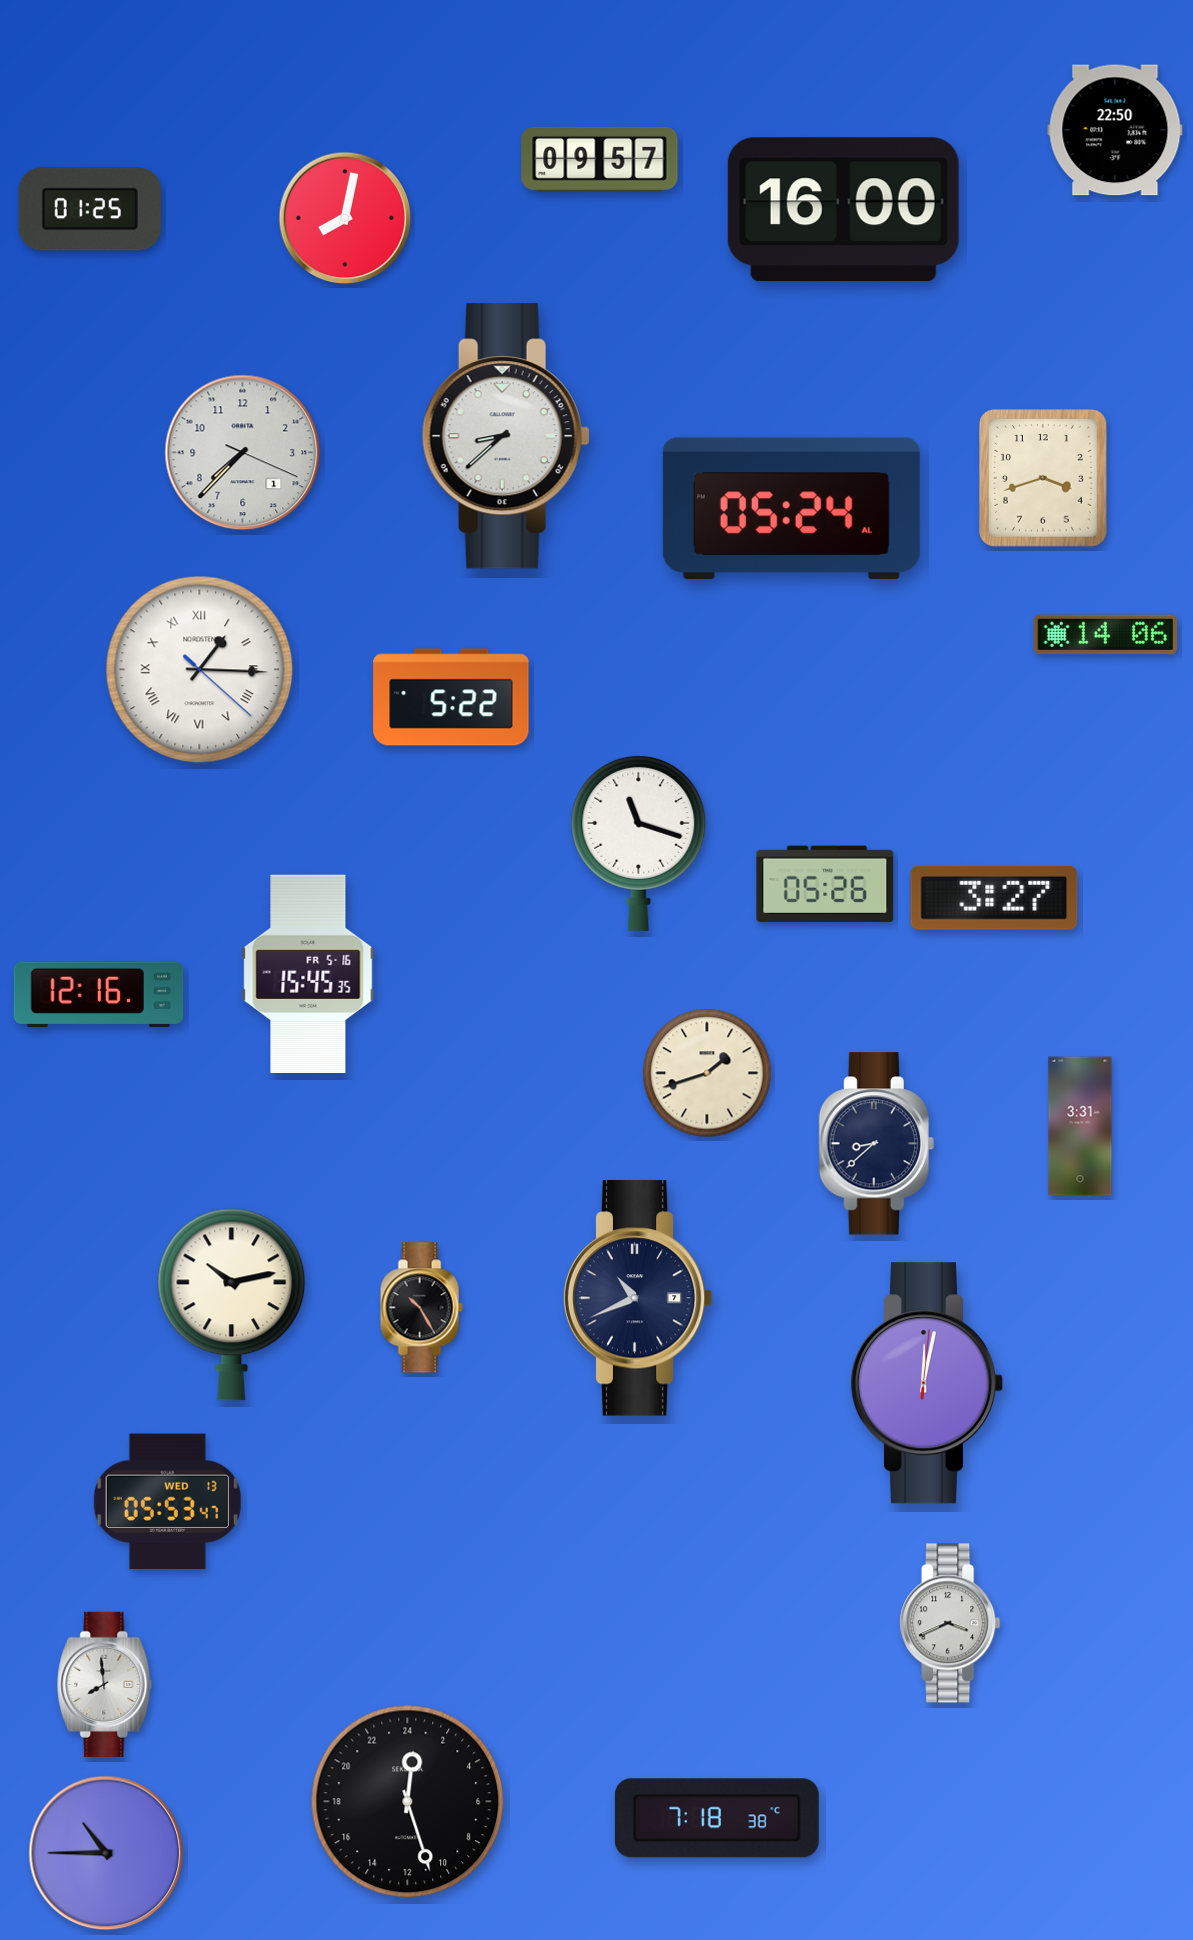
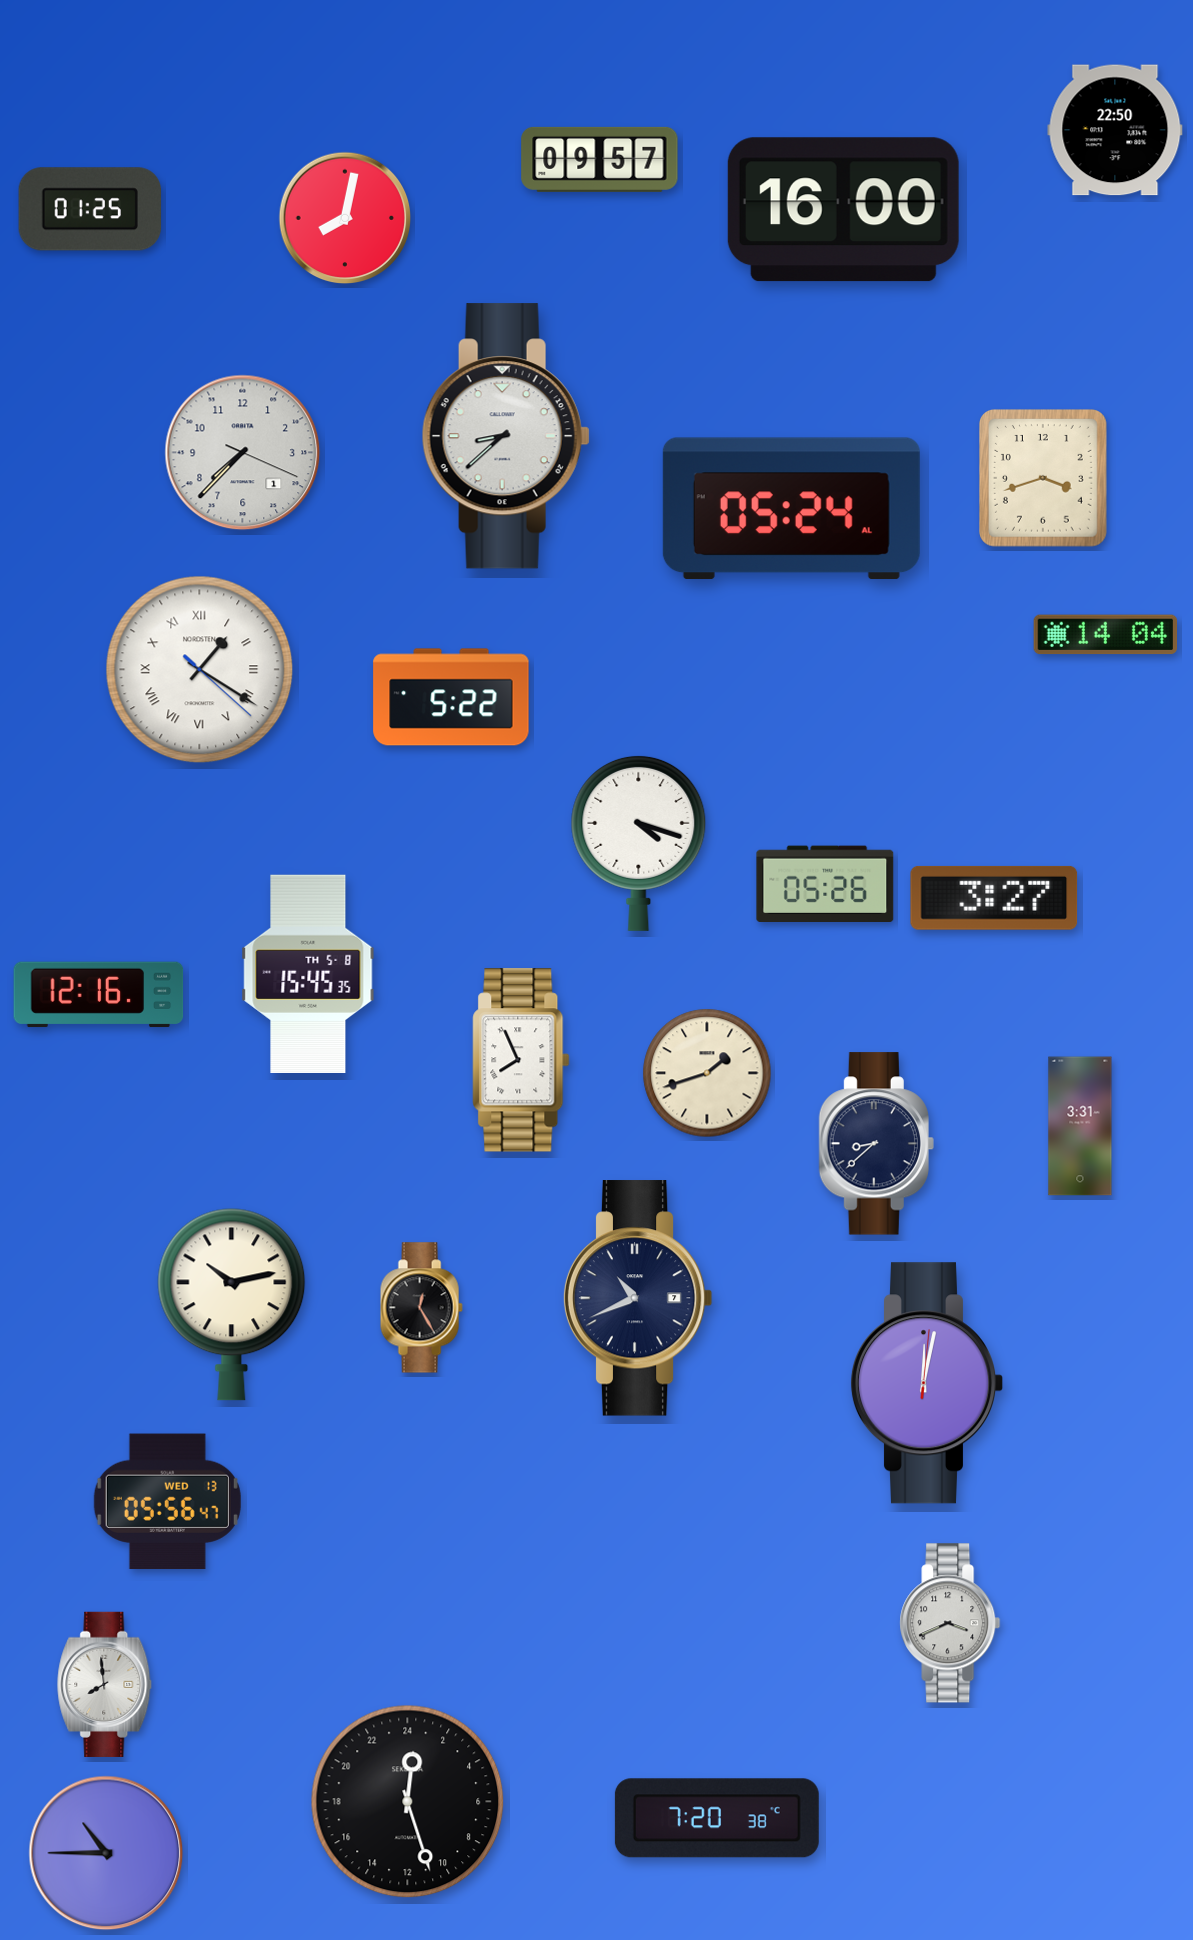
clock at (1106, 635): 14:06 -> 14:04
clock at (200, 670): 1:15 -> 1:20
clock at (639, 843): 11:18 -> 4:18
clock at (308, 974) date: FR 5-16 -> TH 5-8
clock at (521, 1060): none -> 7:56
clock at (421, 1308): 10:25 -> 12:25
clock at (167, 1502): 05:53 -> 05:56
clock at (717, 1818): 7:18 -> 7:20
